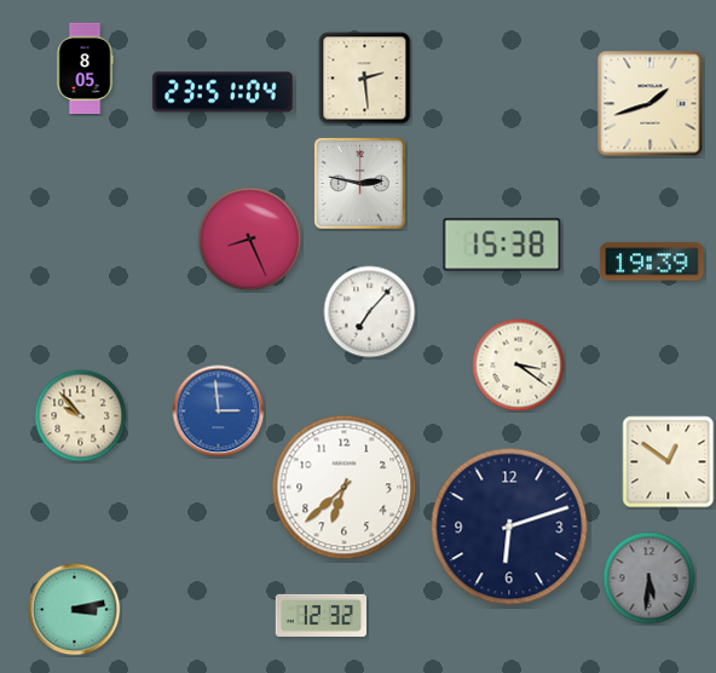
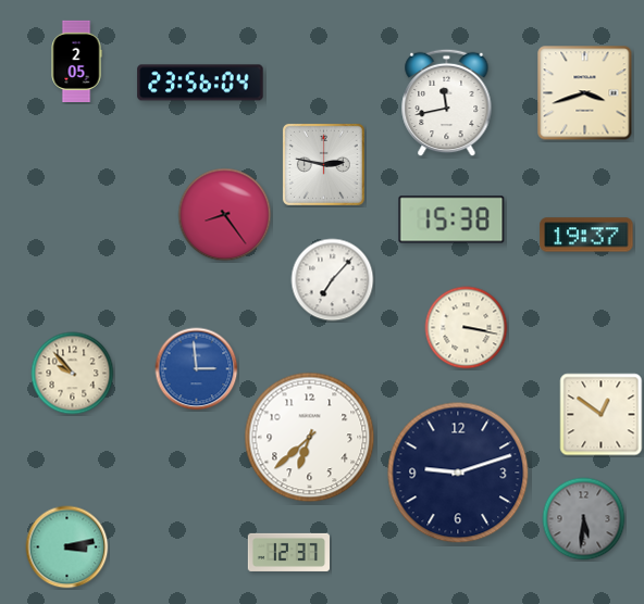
clock at (85, 68): 8:05 -> 2:05
clock at (365, 79): 2:29 -> none
clock at (223, 92): 23:51 -> 23:56
clock at (651, 104): 1:42 -> 3:42
clock at (447, 103): none -> 11:43
clock at (250, 240): 8:26 -> 8:24
clock at (652, 261): 19:39 -> 19:37
clock at (519, 366): 3:21 -> 3:17
clock at (509, 527): 6:12 -> 9:12
clock at (321, 615): 12:32 -> 12:37
